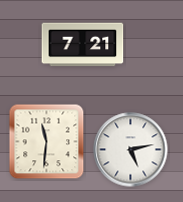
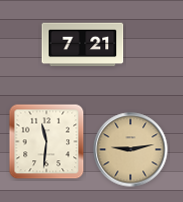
clock at (131, 150): 5:13 -> 9:13
clock at (131, 150) dial: white -> champagne
